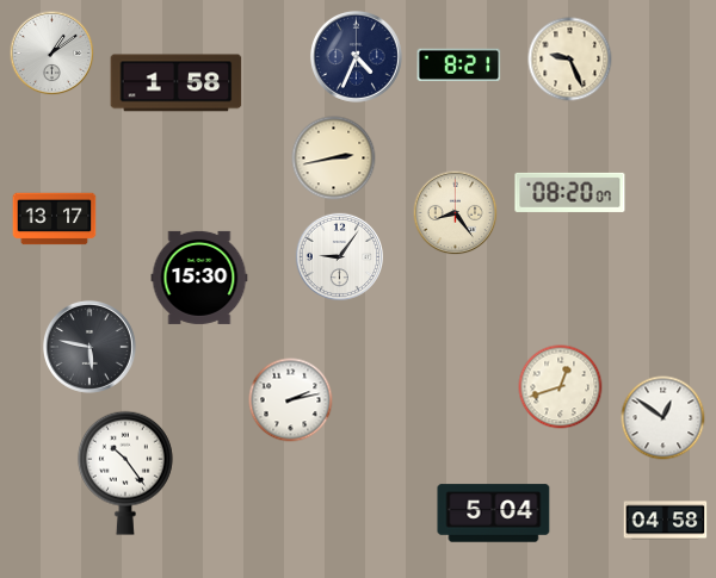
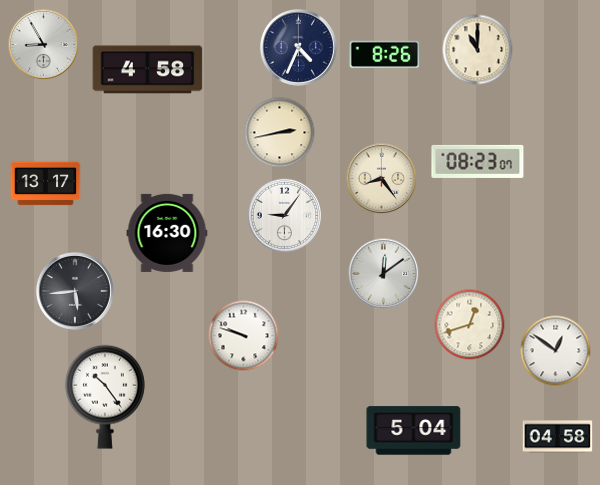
clock at (53, 54): 1:09 -> 8:55
clock at (570, 60): 9:26 -> 11:00
clock at (459, 66): 8:21 -> 8:26
clock at (177, 83): 1:58 -> 4:58
clock at (570, 192): 08:20 -> 08:23
clock at (199, 278): 15:30 -> 16:30
clock at (384, 274): none -> 12:09
clock at (89, 347): 5:47 -> 5:44
clock at (291, 400): 2:13 -> 9:48
